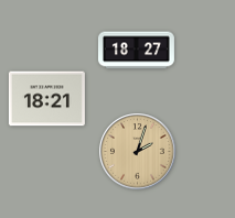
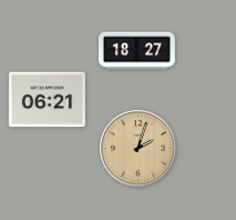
clock at (46, 99): 18:21 -> 06:21
clock at (138, 152) position: (138, 152) -> (138, 149)
